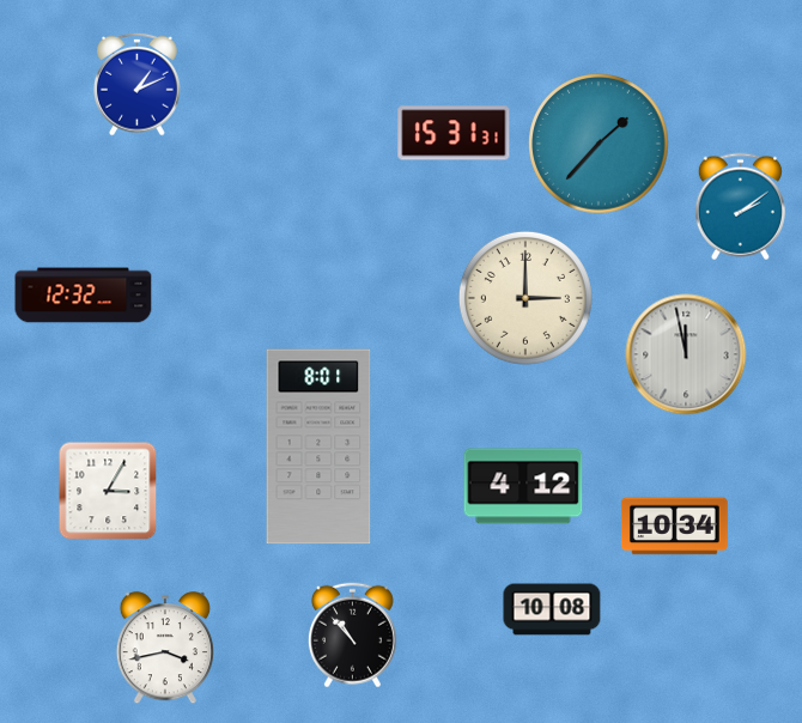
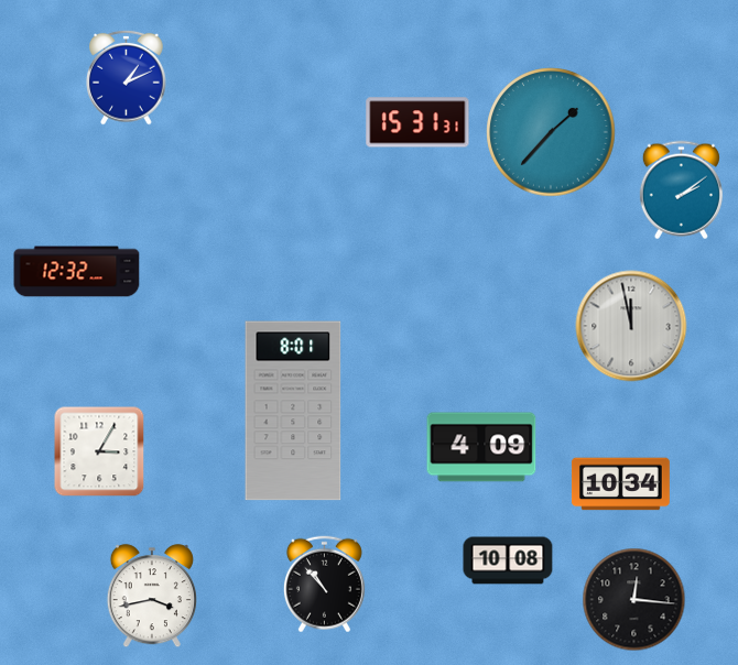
clock at (525, 298): 3:00 -> none
clock at (523, 486): 4:12 -> 4:09
clock at (634, 600): none -> 12:16
